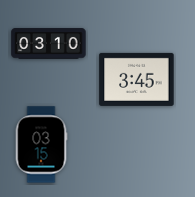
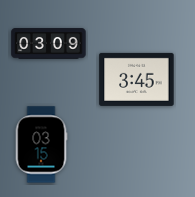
clock at (49, 44): 03:10 -> 03:09
